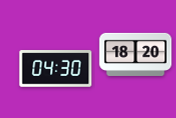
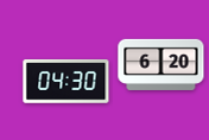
clock at (136, 54): 18:20 -> 6:20
